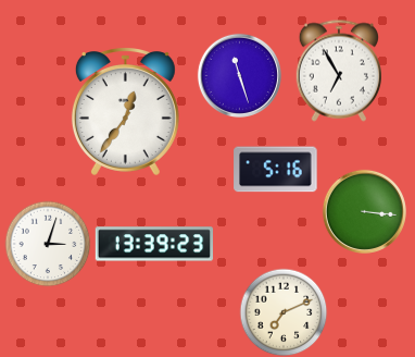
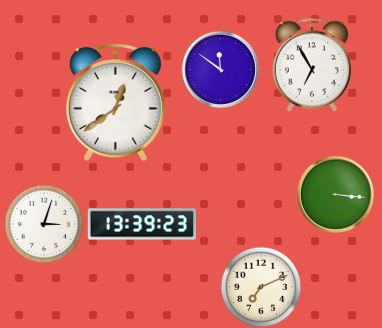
clock at (239, 75): 11:27 -> 11:51
clock at (125, 111): 12:36 -> 12:39
clock at (276, 170): 5:16 -> none
